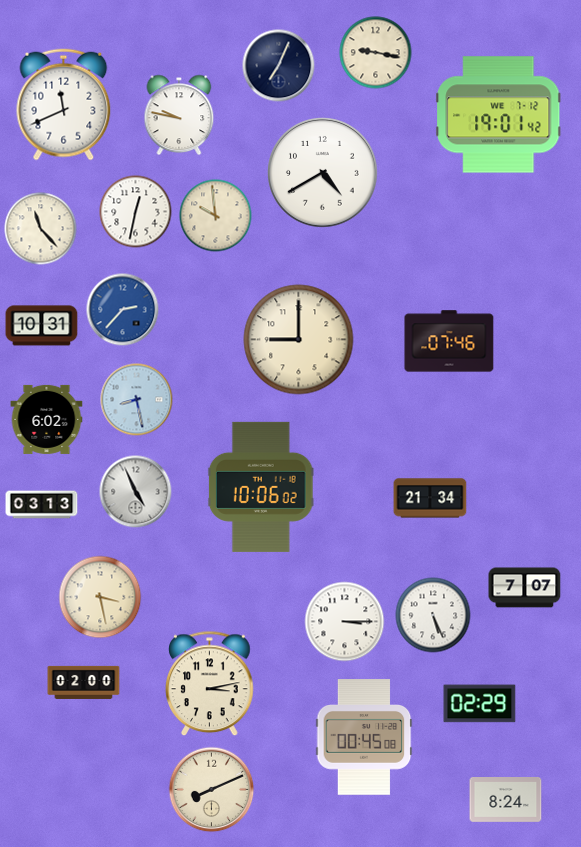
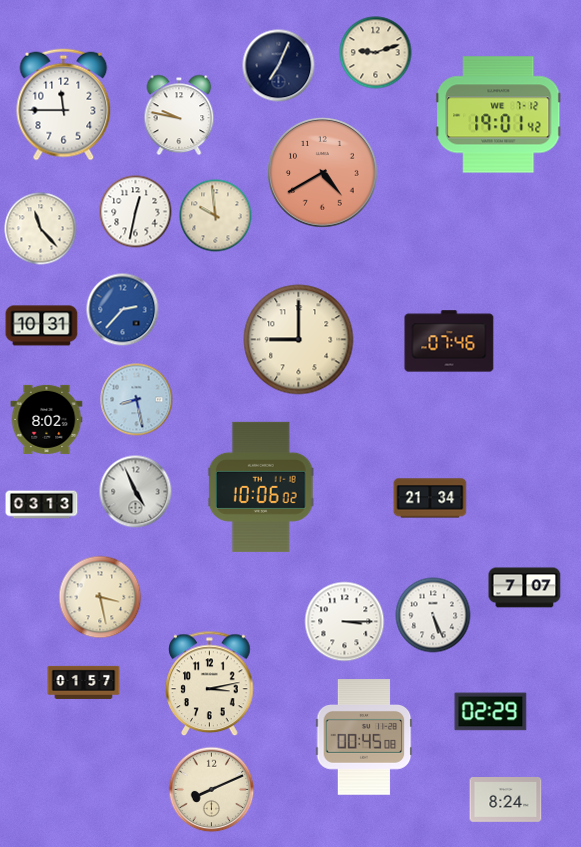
clock at (376, 53): 9:17 -> 9:12
clock at (64, 105): 11:41 -> 11:45
clock at (323, 173) dial: white -> salmon
clock at (47, 419): 6:02 -> 8:02
clock at (84, 682): 02:00 -> 01:57
clock at (480, 704) position: (480, 704) -> (491, 712)
